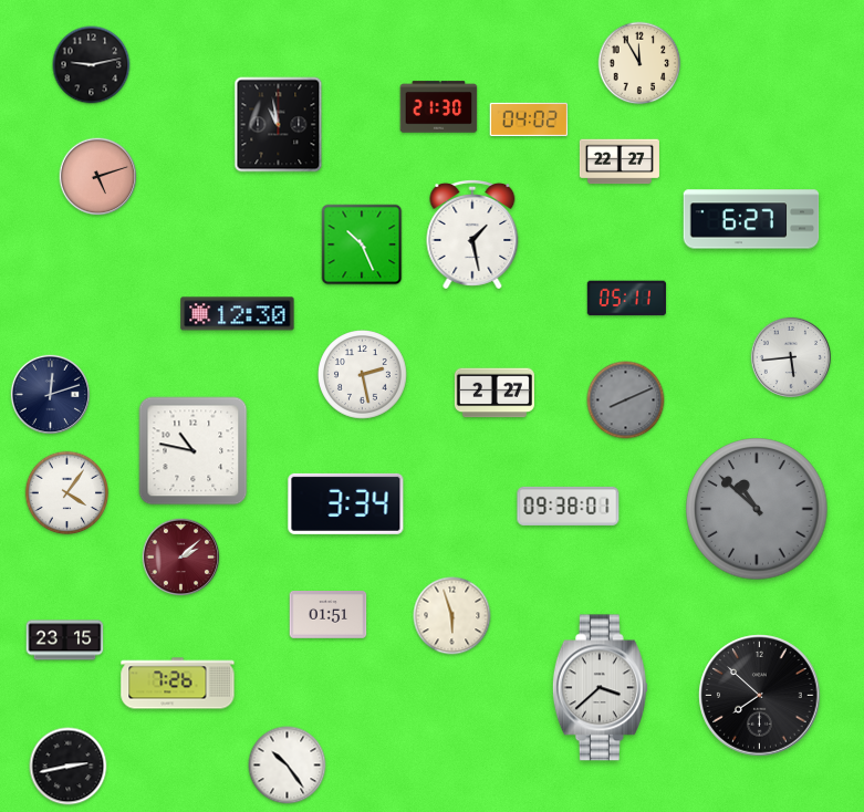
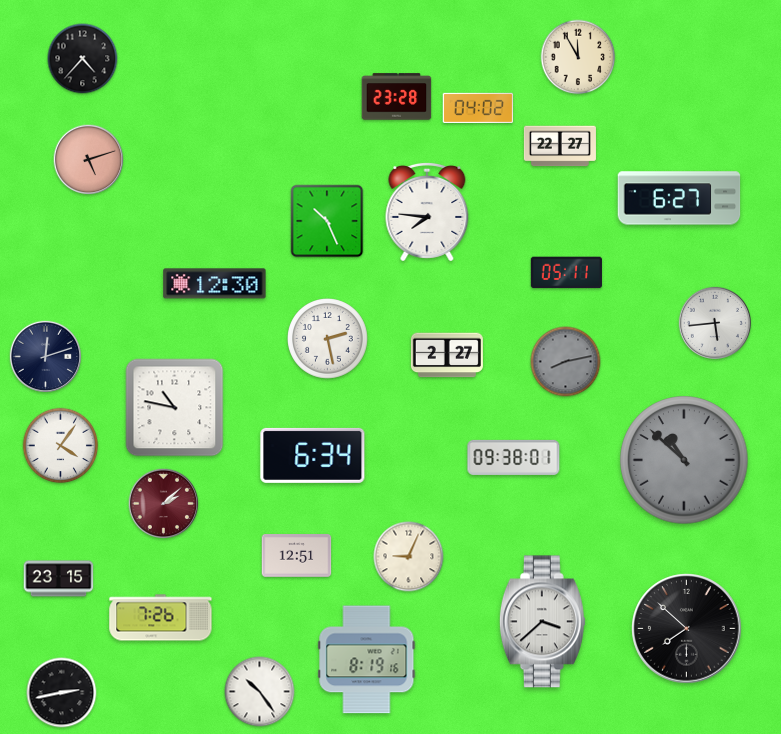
clock at (92, 65): 9:13 -> 4:37
clock at (439, 107): 21:30 -> 23:28
clock at (279, 125): 10:58 -> none
clock at (472, 235): 1:28 -> 7:46
clock at (626, 299) position: (626, 299) -> (566, 273)
clock at (626, 400): 8:11 -> 8:13
clock at (346, 503): 3:34 -> 6:34
clock at (329, 615): 01:51 -> 12:51
clock at (452, 616): 5:57 -> 9:04
clock at (367, 660): none -> 8:19
